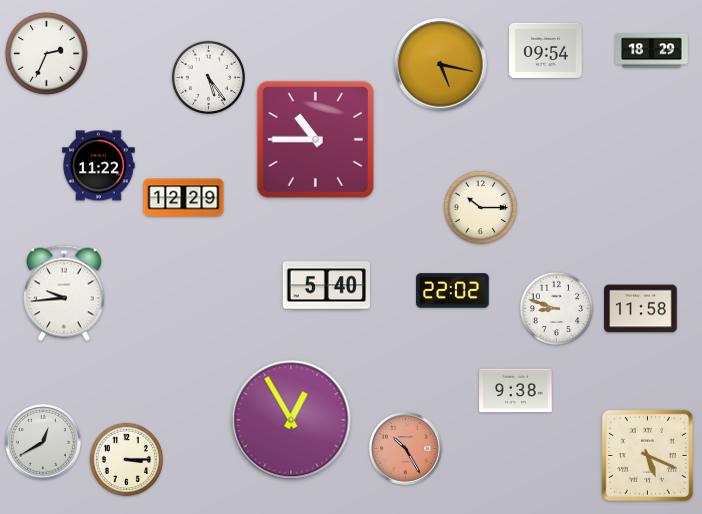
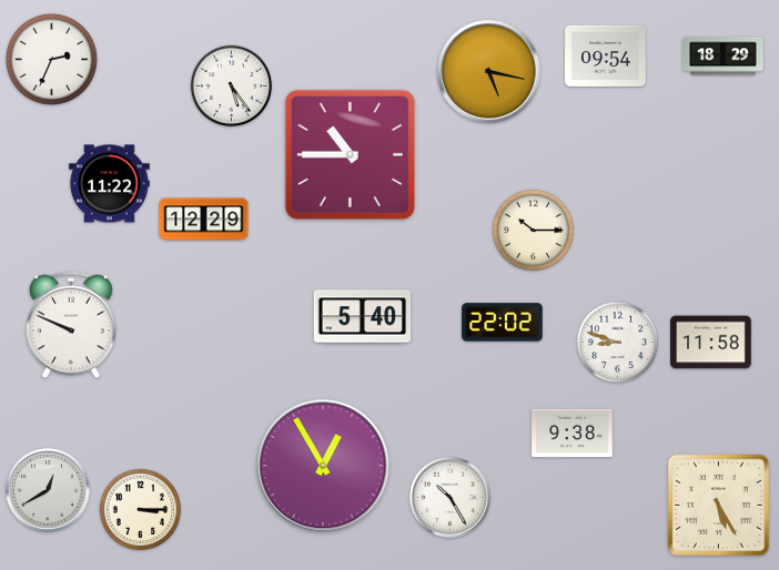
clock at (64, 293): 9:44 -> 9:49
clock at (406, 449) dial: salmon -> white
clock at (647, 455): 5:19 -> 5:25
